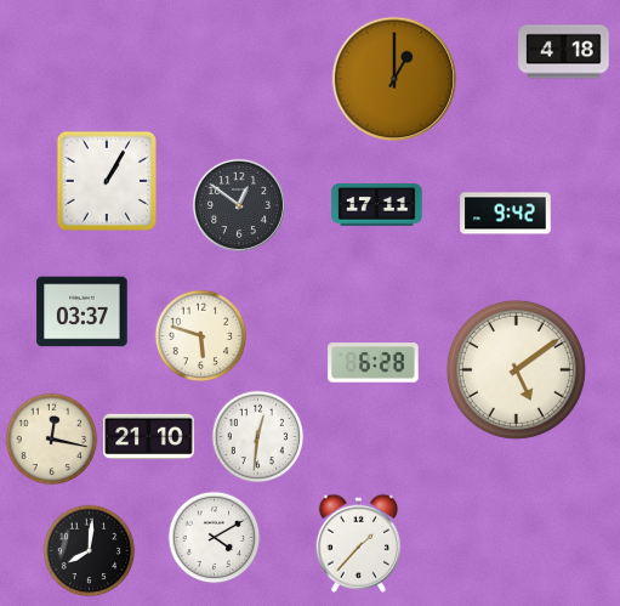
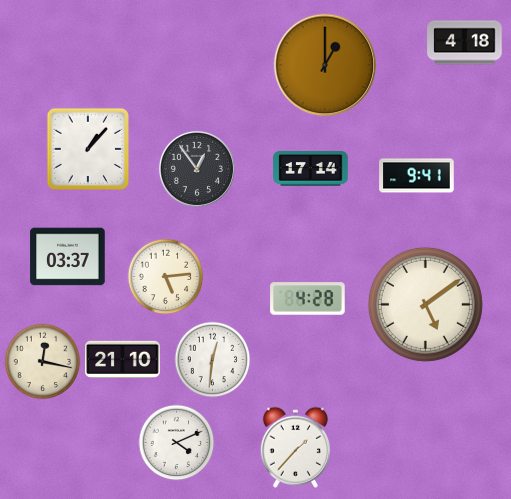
clock at (106, 180): 1:05 -> 1:07
clock at (239, 205): 12:51 -> 12:54
clock at (377, 205): 17:11 -> 17:14
clock at (506, 214): 9:42 -> 9:41
clock at (201, 336): 5:48 -> 5:14
clock at (374, 363): 6:28 -> 4:28
clock at (215, 538): 4:10 -> 4:11
clock at (90, 551): 8:01 -> none
